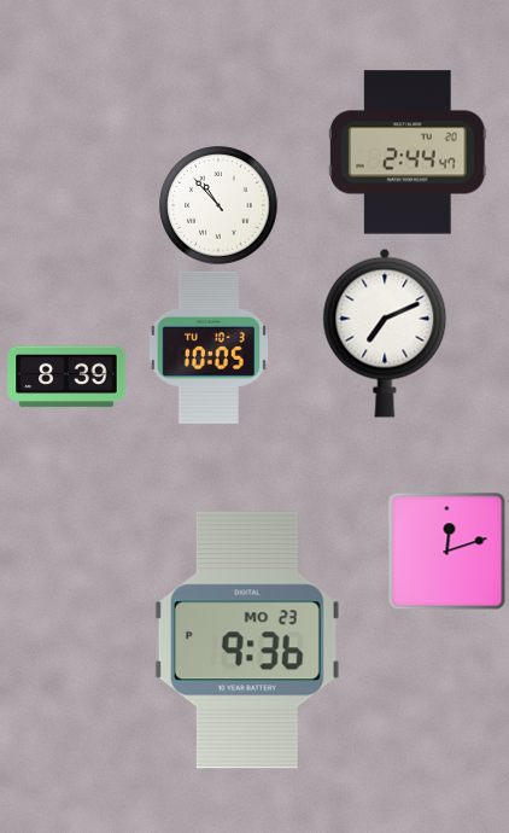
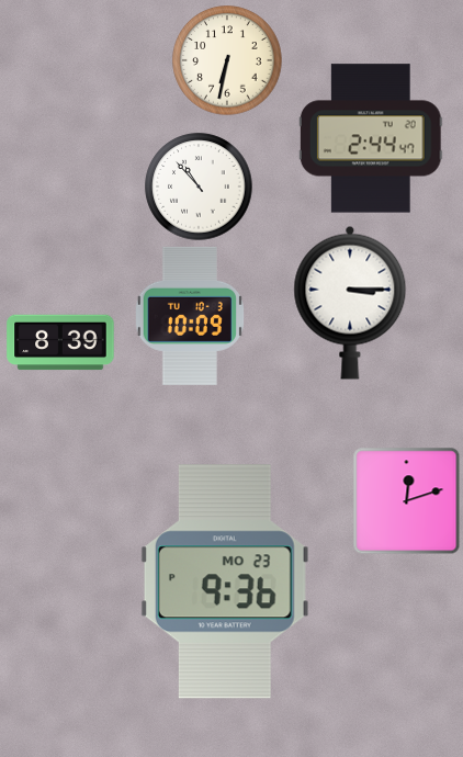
clock at (227, 60): none -> 6:32
clock at (385, 333): 7:11 -> 3:15
clock at (207, 348): 10:05 -> 10:09
